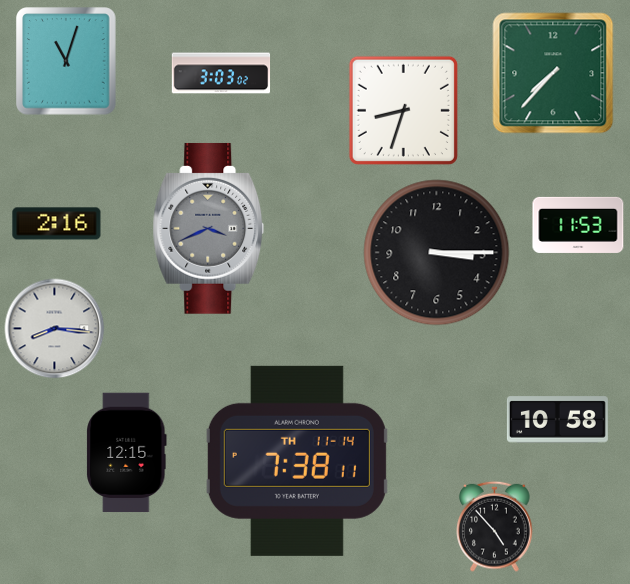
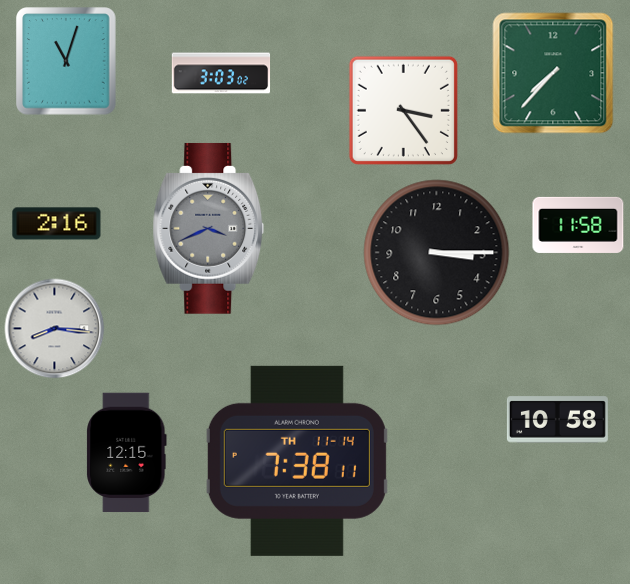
clock at (403, 110): 8:33 -> 3:24
clock at (578, 225): 11:53 -> 11:58
clock at (495, 526): 4:53 -> none
